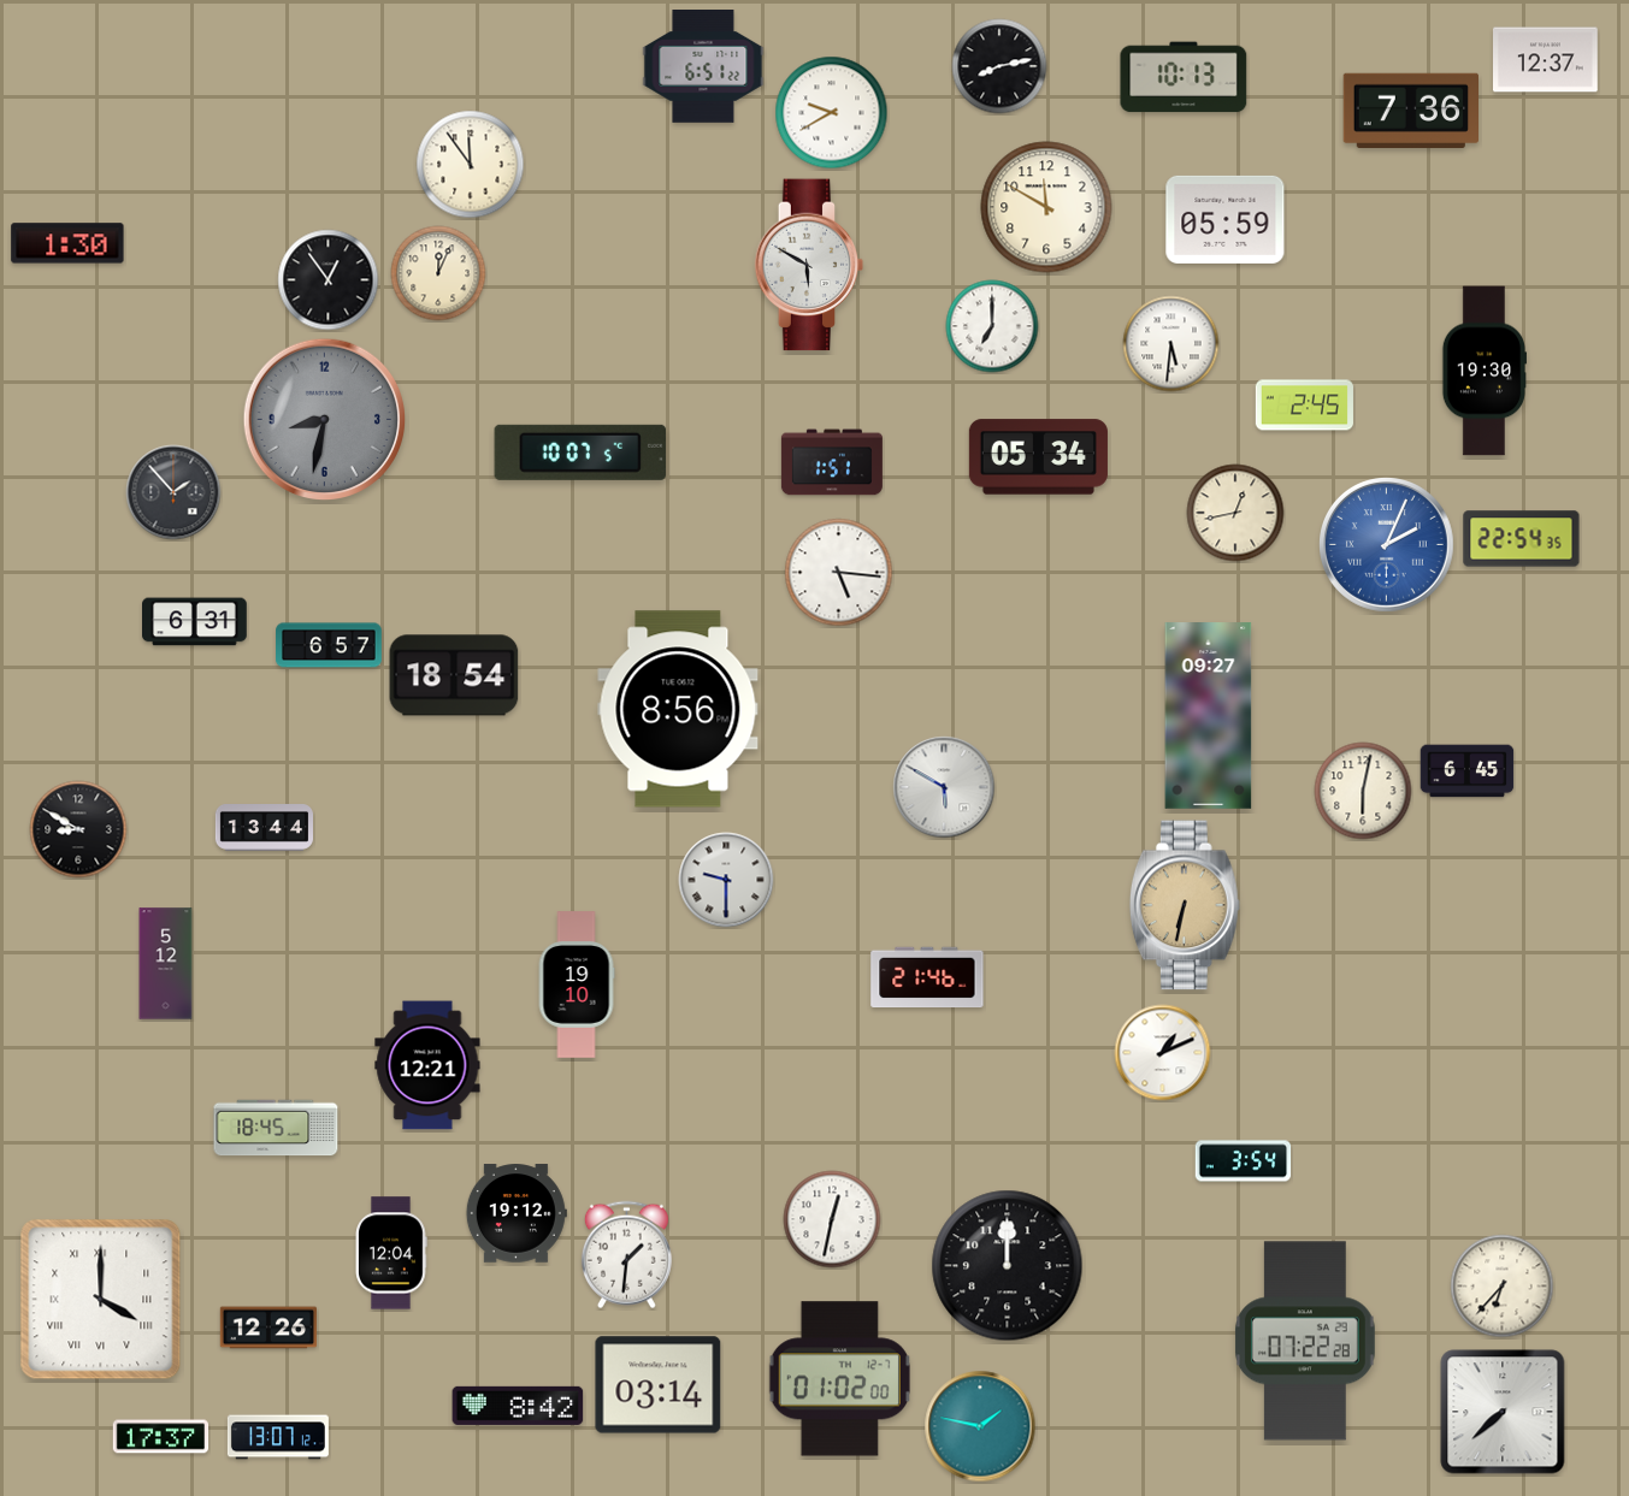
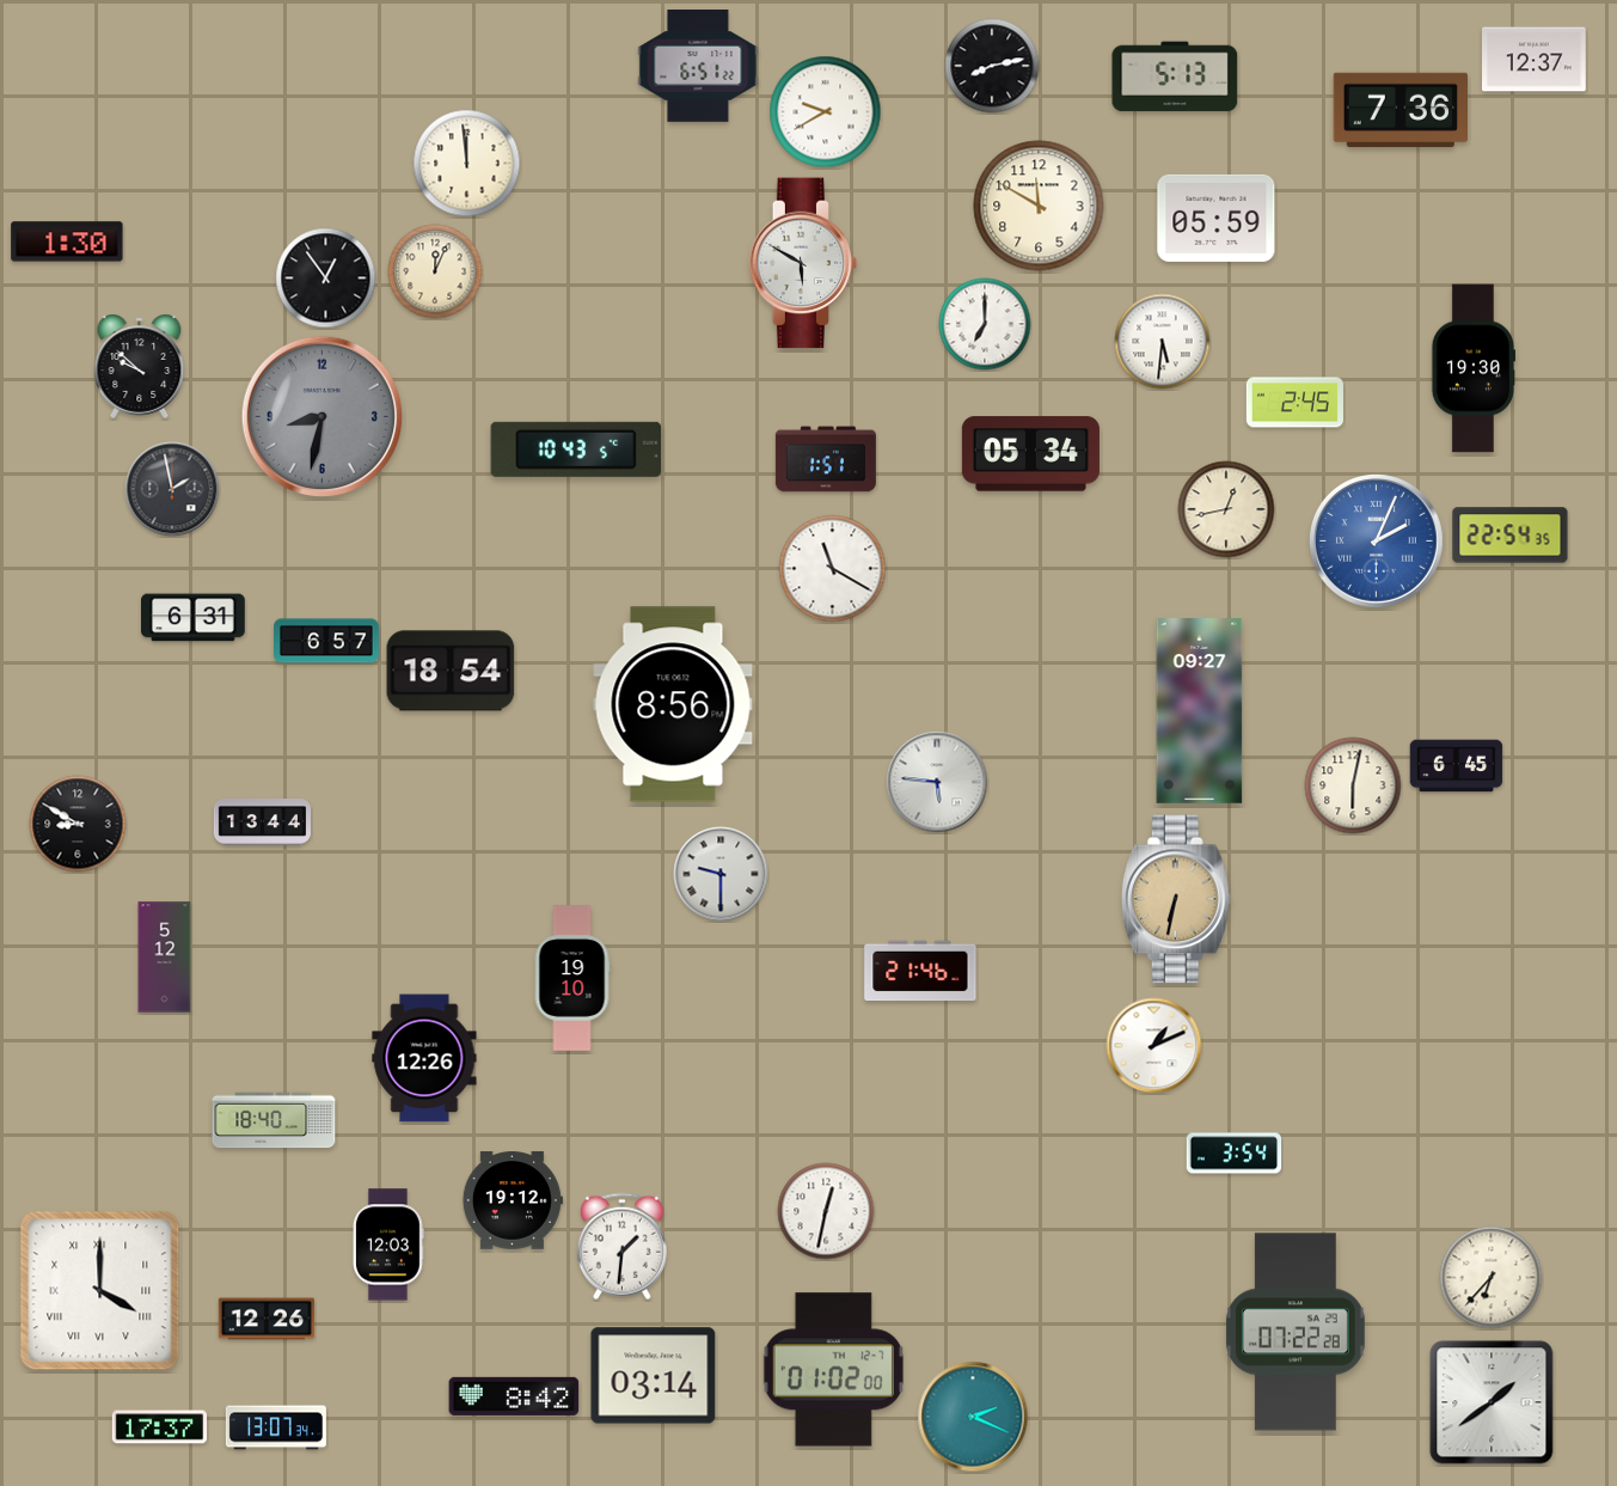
clock at (1184, 77): 10:13 -> 5:13
clock at (471, 165): 11:54 -> 11:59
clock at (140, 366): none -> 9:52
clock at (580, 453): 10:07 -> 10:43
clock at (173, 492): 1:53 -> 1:58
clock at (839, 573): 5:16 -> 11:20
clock at (944, 787): 5:50 -> 5:46
clock at (427, 1065): 12:21 -> 12:26
clock at (276, 1128): 18:45 -> 18:40
clock at (517, 1213) position: (517, 1213) -> (513, 1200)
clock at (393, 1253): 12:04 -> 12:03
clock at (1008, 1266): 12:00 -> none
clock at (1503, 1412): 7:38 -> 1:39
clock at (980, 1426): 1:47 -> 2:19
clock at (278, 1437): 13:07:12 -> 13:07:34
